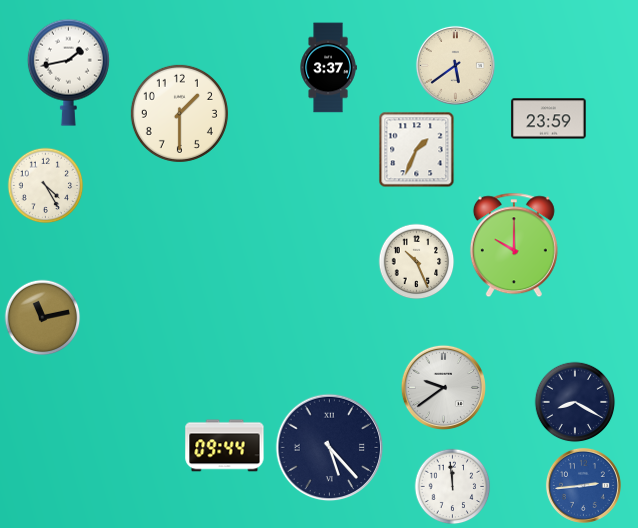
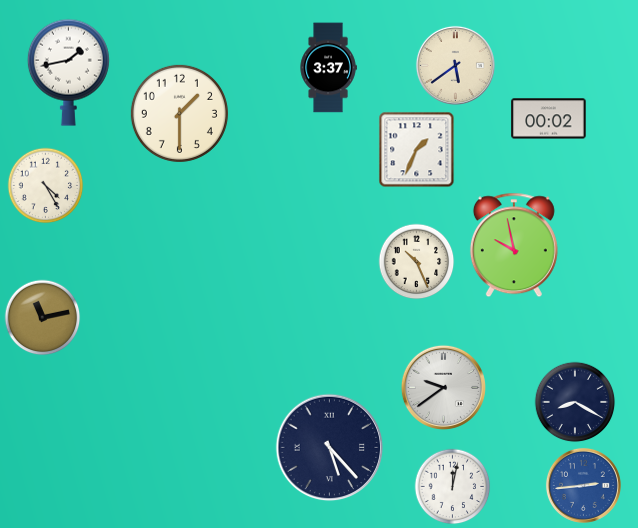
clock at (549, 119): 23:59 -> 00:02
clock at (514, 245): 10:00 -> 9:58
clock at (225, 446): 09:44 -> none
clock at (453, 487): 11:59 -> 12:02
